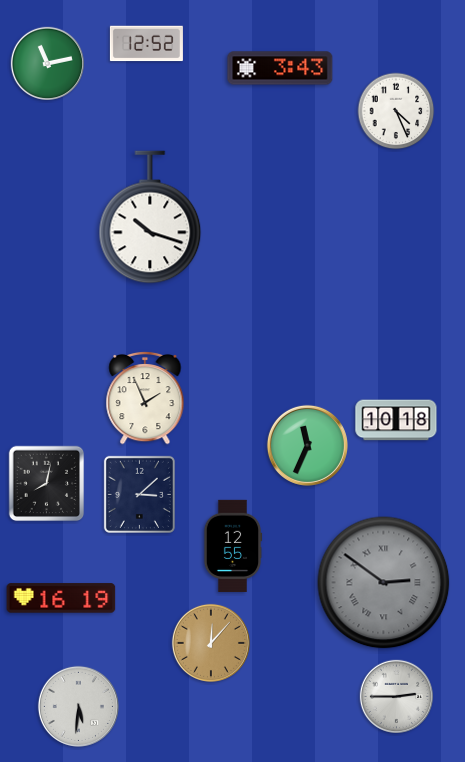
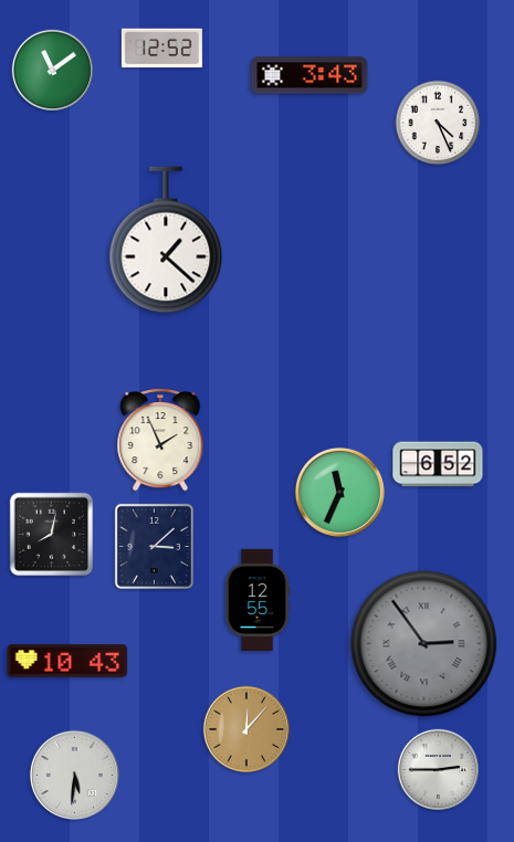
clock at (47, 63): 11:13 -> 11:09
clock at (150, 217): 10:18 -> 1:22
clock at (396, 420): 10:18 -> 6:52
clock at (233, 546) position: (233, 546) -> (258, 600)
clock at (384, 583): 2:51 -> 2:54
clock at (61, 598): 16:19 -> 10:43
clock at (211, 643) position: (211, 643) -> (246, 729)
clock at (78, 706) position: (78, 706) -> (74, 775)
